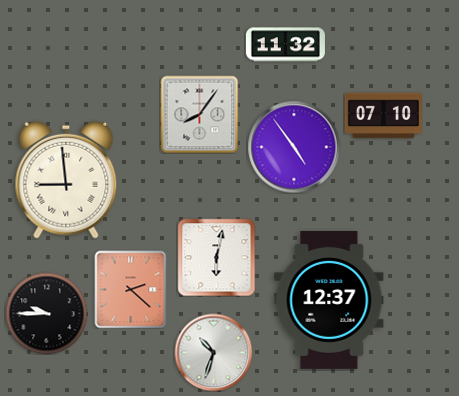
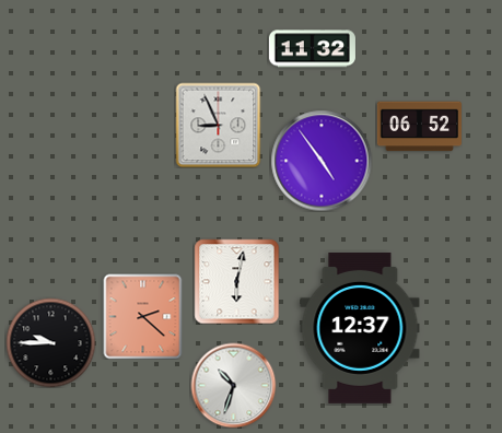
clock at (199, 114): 8:06 -> 8:56
clock at (383, 116): 07:10 -> 06:52
clock at (66, 180): 8:59 -> none
